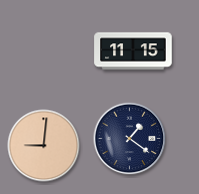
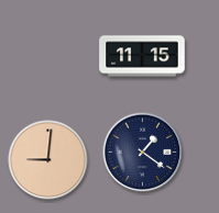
clock at (133, 51) position: (133, 51) -> (142, 56)
